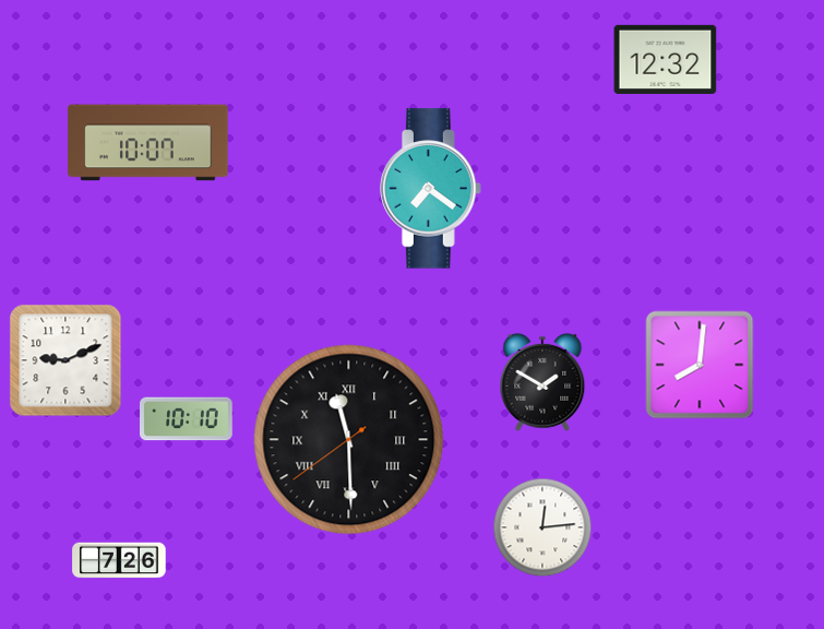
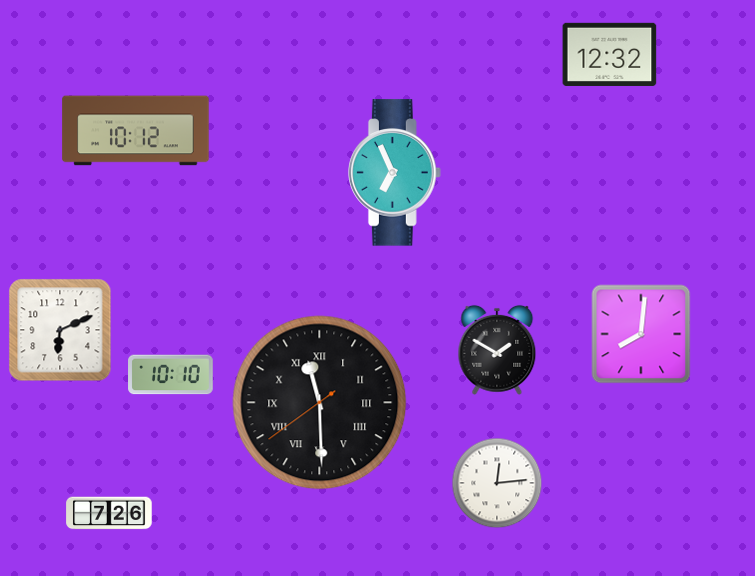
clock at (148, 143): 10:07 -> 10:12
clock at (431, 189): 7:21 -> 6:56
clock at (65, 360): 9:11 -> 6:11
clock at (187, 419) position: (187, 419) -> (171, 375)
